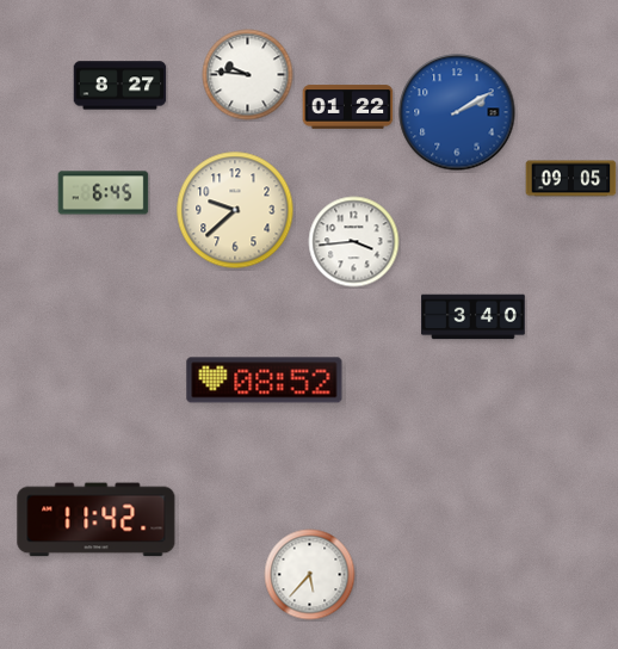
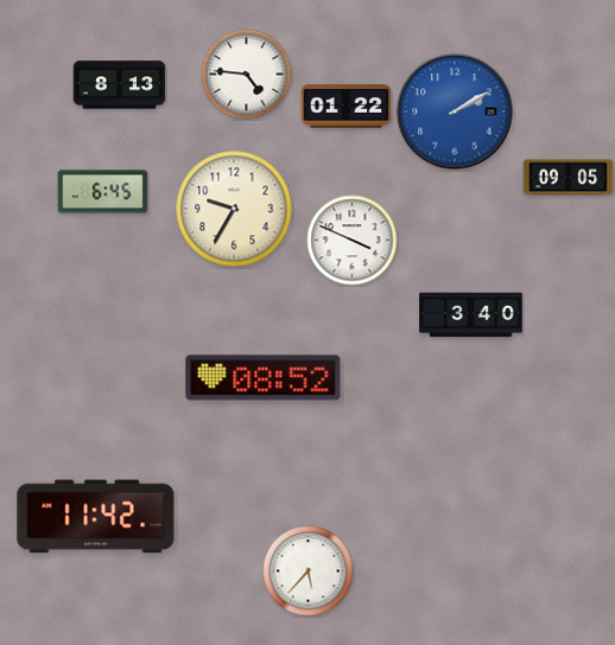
clock at (248, 75): 9:46 -> 4:46
clock at (120, 86): 8:27 -> 8:13
clock at (235, 210): 9:38 -> 9:35
clock at (354, 242): 3:44 -> 3:49
